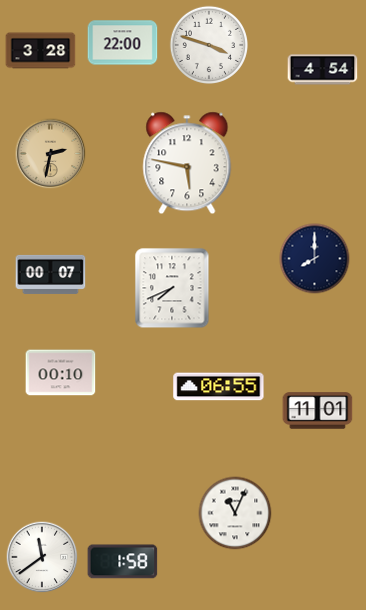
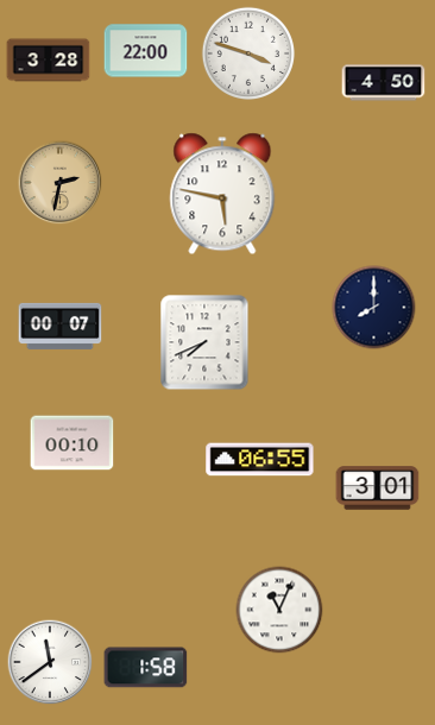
clock at (323, 70): 4:54 -> 4:50
clock at (318, 411): 11:01 -> 3:01
